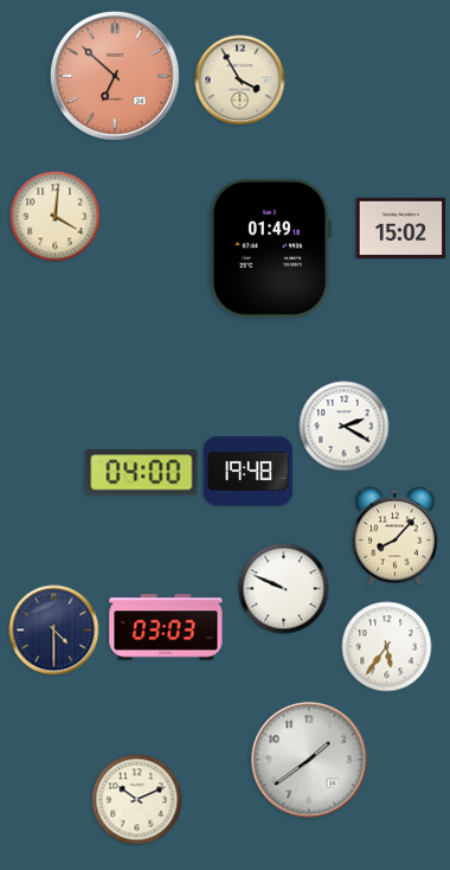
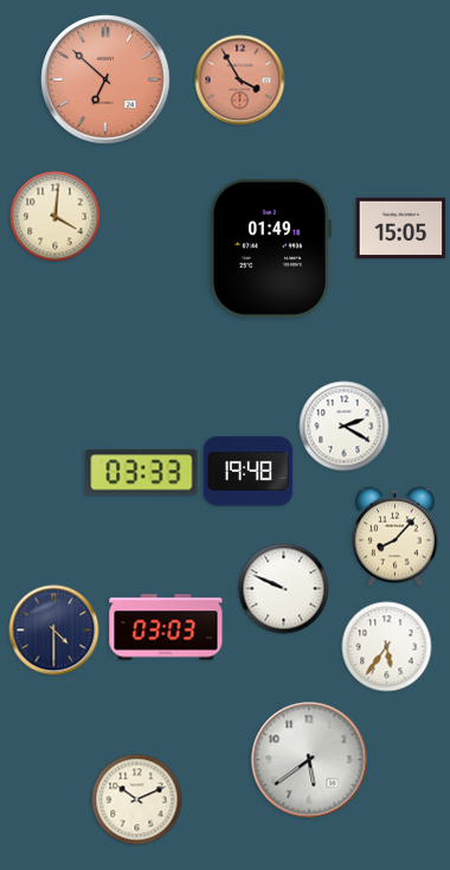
clock at (115, 76) position: (115, 76) -> (105, 79)
clock at (240, 81) dial: cream -> salmon
clock at (401, 229): 15:02 -> 15:05
clock at (142, 473): 04:00 -> 03:33
clock at (309, 760): 1:39 -> 5:39
